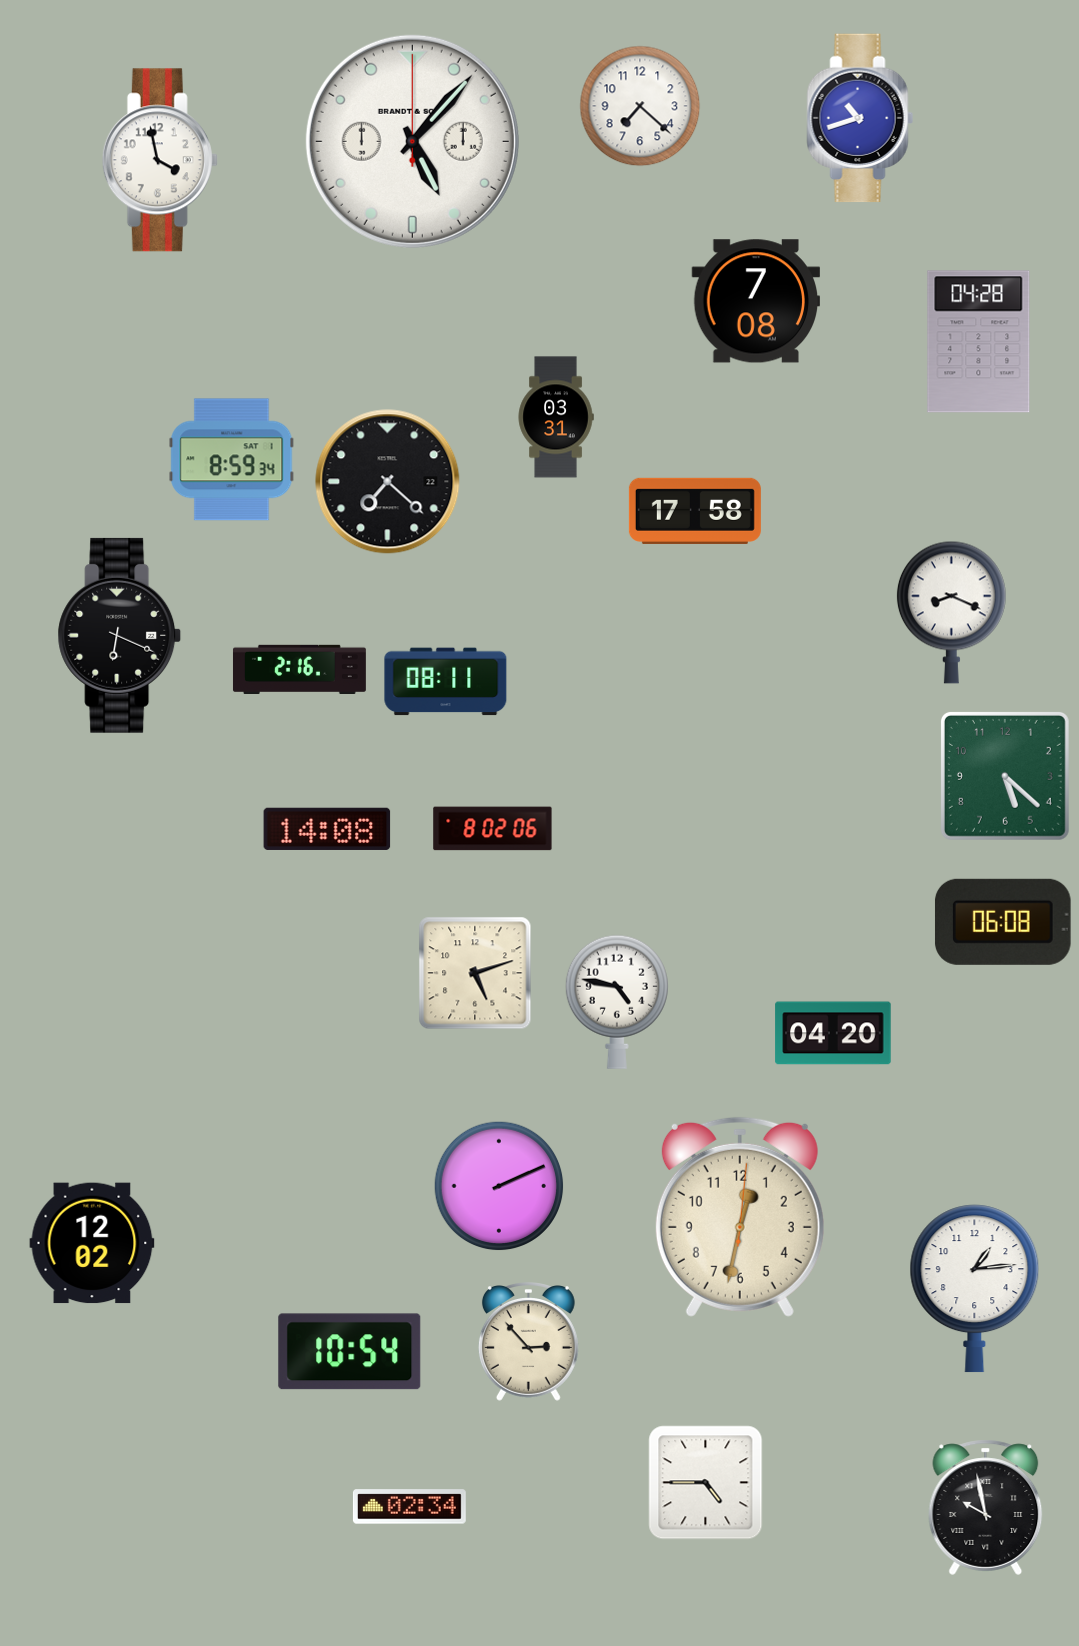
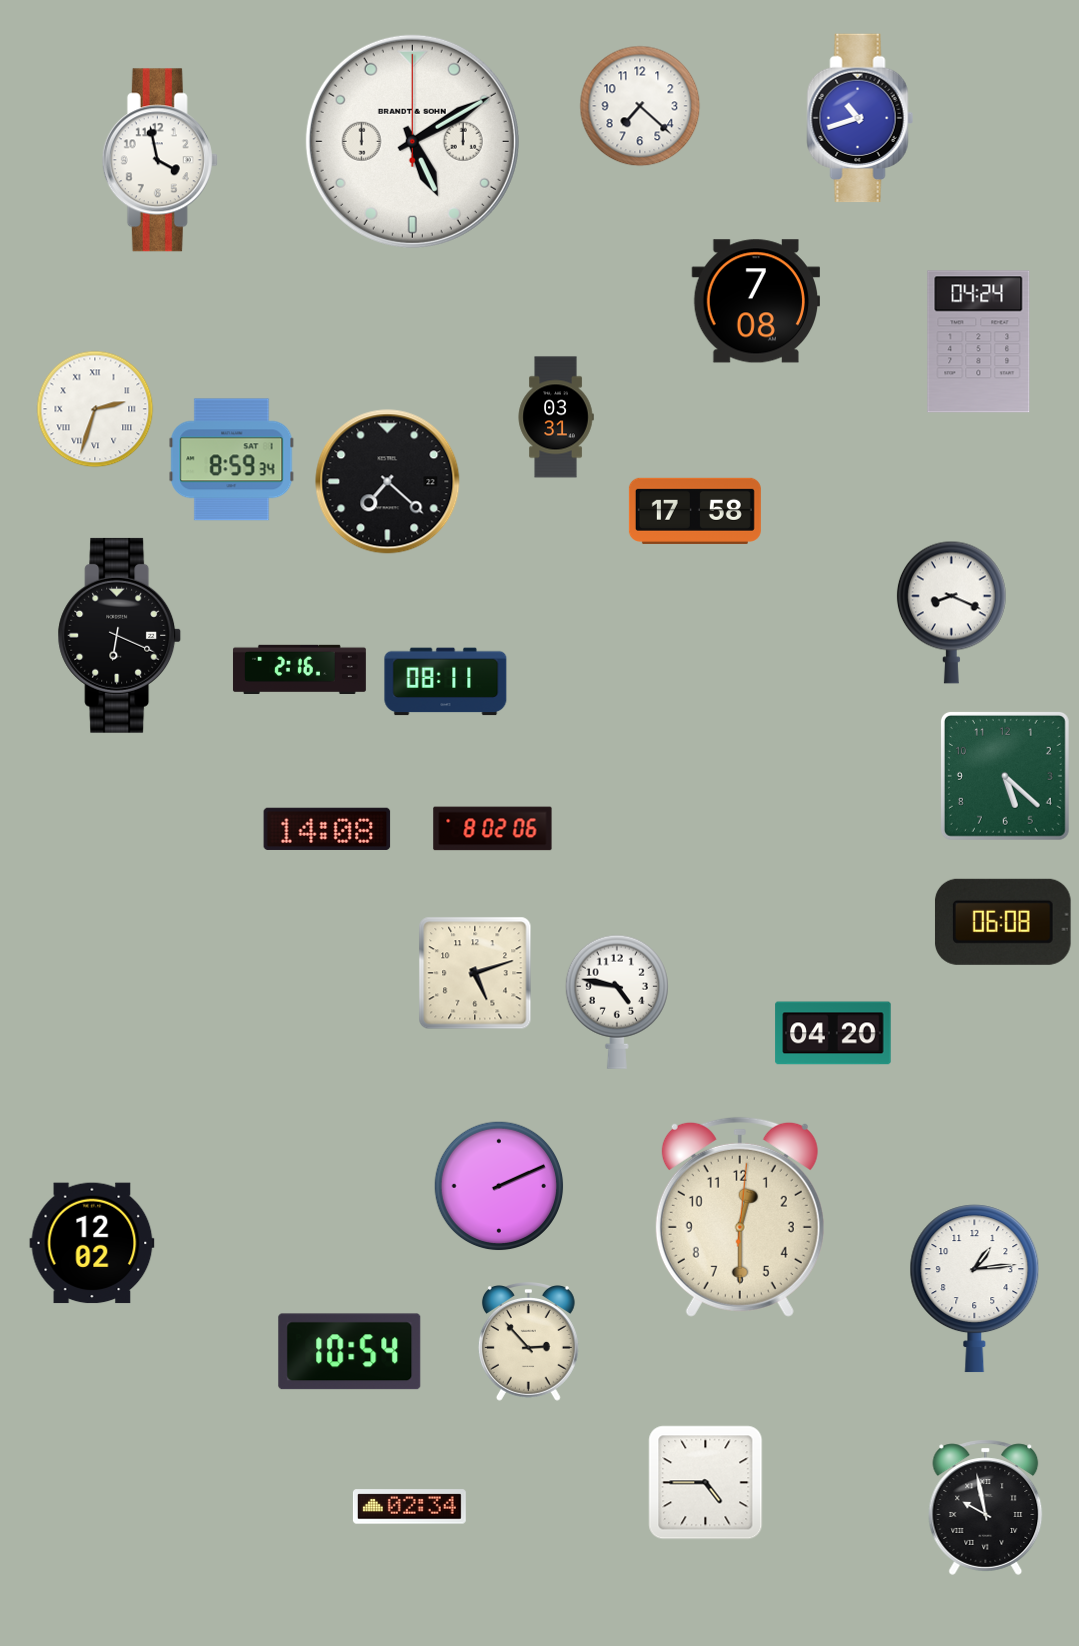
clock at (412, 141): 5:07 -> 5:10
clock at (979, 342): 04:28 -> 04:24
clock at (95, 409): none -> 2:33
clock at (740, 1217): 12:32 -> 12:30
